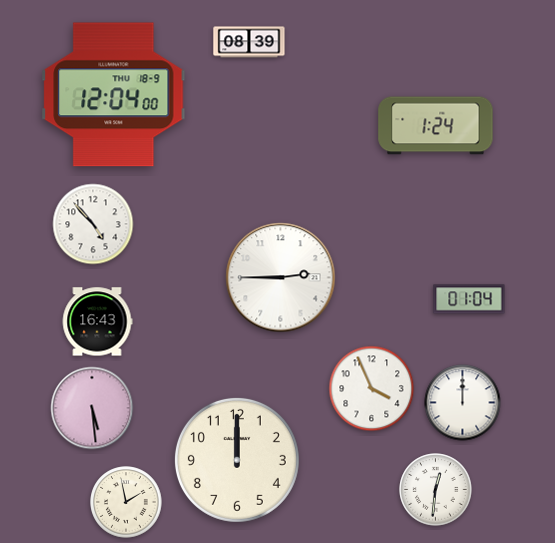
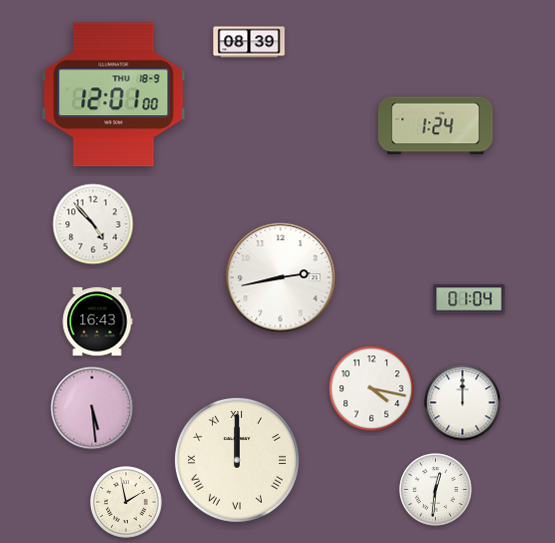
clock at (114, 95): 12:04 -> 12:01
clock at (281, 278): 2:45 -> 2:43
clock at (372, 389): 3:56 -> 4:17
clock at (237, 460) numerals: Arabic -> Roman
